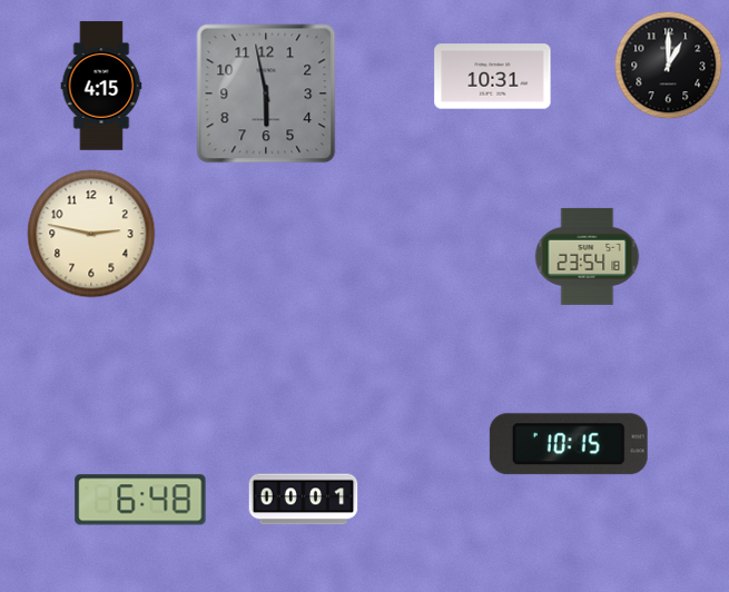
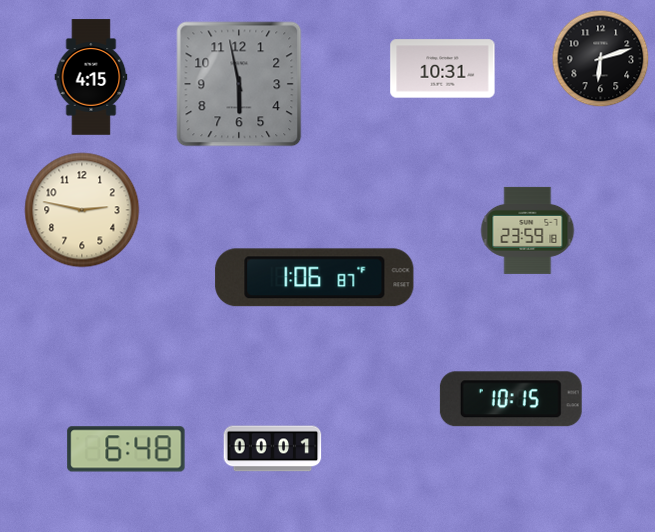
clock at (669, 66): 1:00 -> 6:12
clock at (588, 256): 23:54 -> 23:59
clock at (315, 278): none -> 1:06
